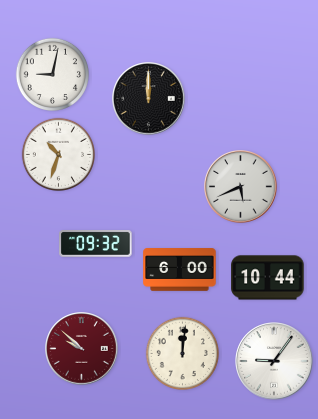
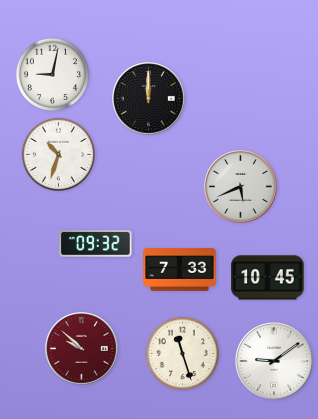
clock at (180, 270): 6:00 -> 7:33
clock at (268, 278): 10:44 -> 10:45
clock at (182, 353): 12:01 -> 11:27
clock at (274, 361): 9:06 -> 9:09
